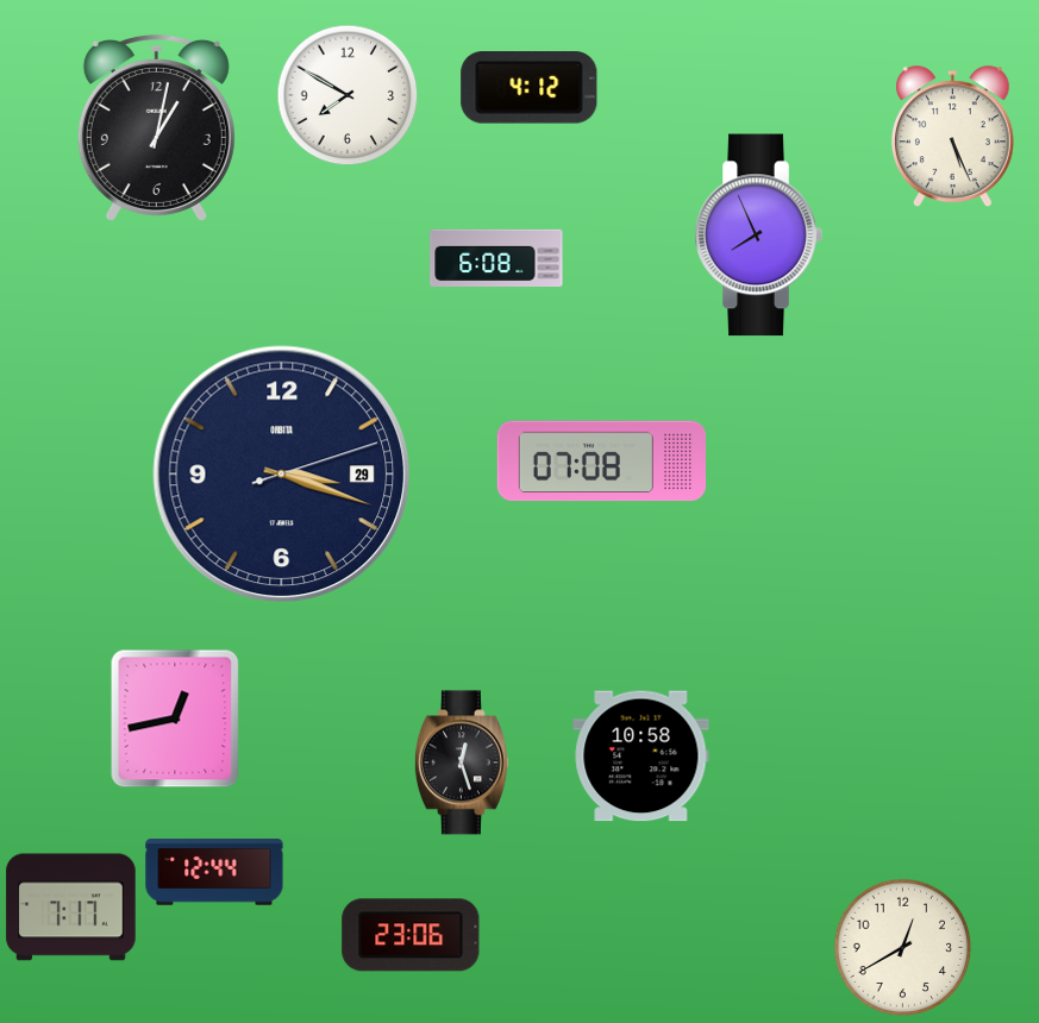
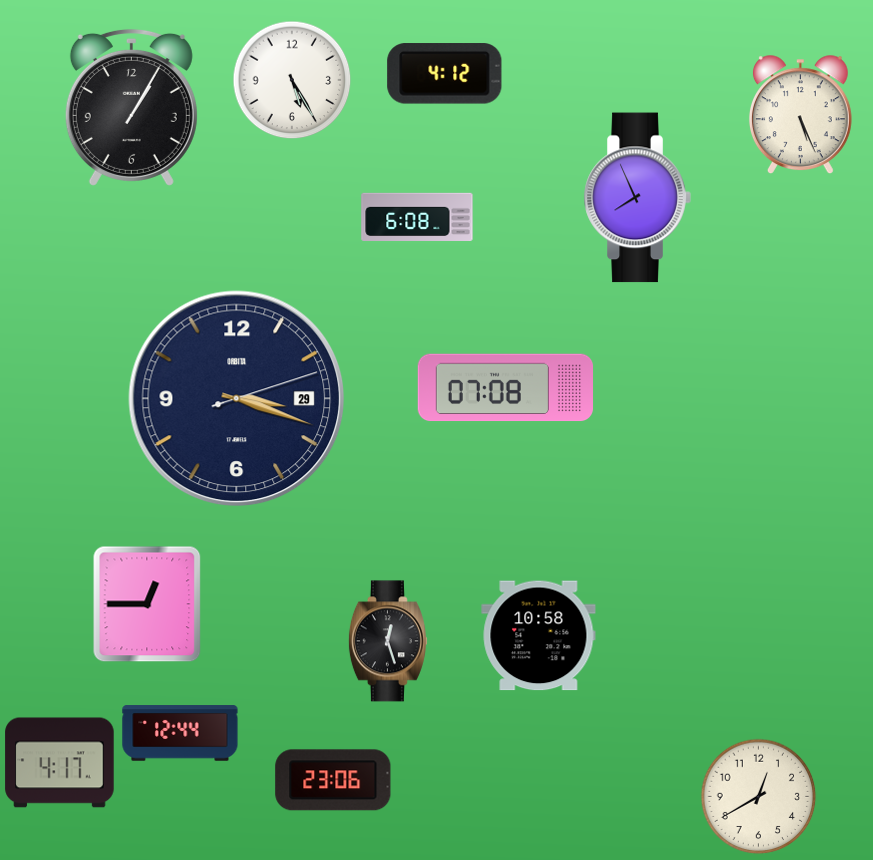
clock at (348, 95): 7:50 -> 5:25
clock at (156, 127): 1:02 -> 1:05
clock at (175, 718): 12:43 -> 12:45
clock at (71, 908): 7:17 -> 4:17
clock at (411, 935) position: (411, 935) -> (333, 780)
